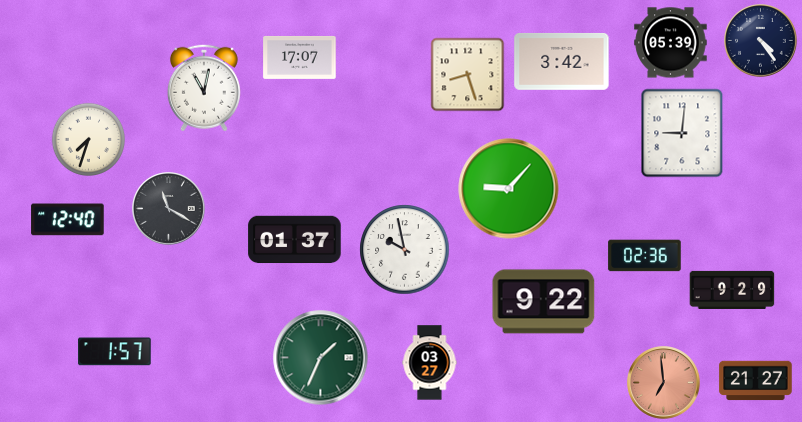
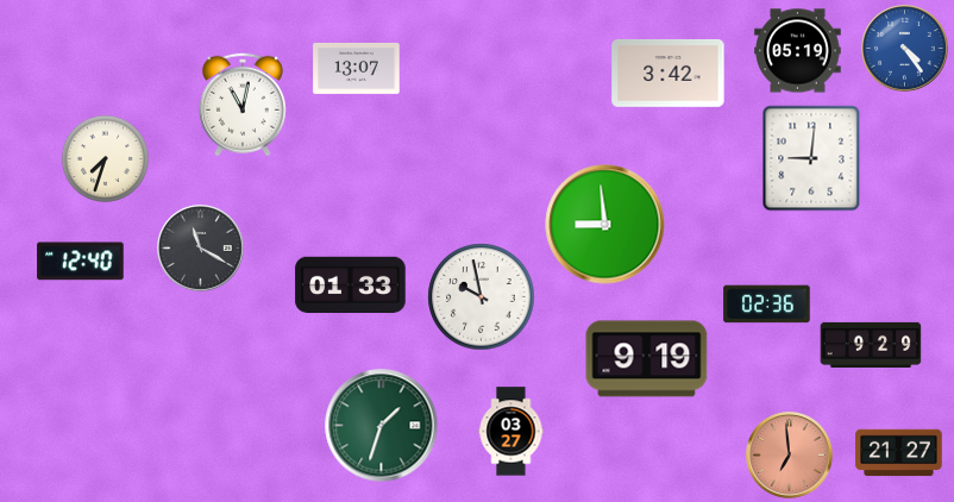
clock at (761, 41) dial: navy -> blue
clock at (671, 43): 05:39 -> 05:19
clock at (300, 57): 17:07 -> 13:07
clock at (468, 75): 8:27 -> none
clock at (88, 139) position: (88, 139) -> (105, 158)
clock at (509, 189): 9:07 -> 8:59
clock at (295, 240): 01:37 -> 01:33
clock at (544, 302): 9:22 -> 9:19
clock at (115, 352): 1:57 -> none
clock at (321, 358): 1:34 -> 1:33
